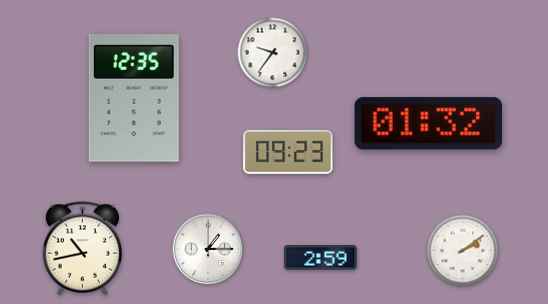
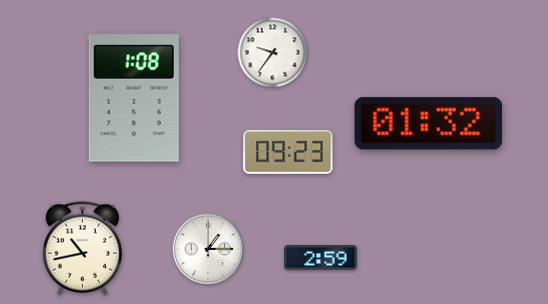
clock at (134, 98): 12:35 -> 1:08
clock at (463, 251): 2:09 -> none
